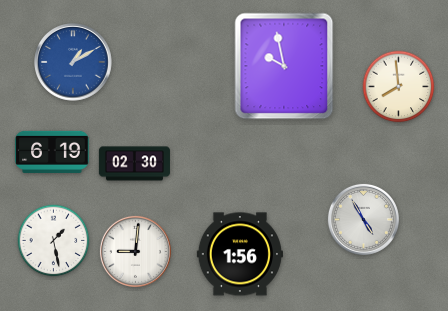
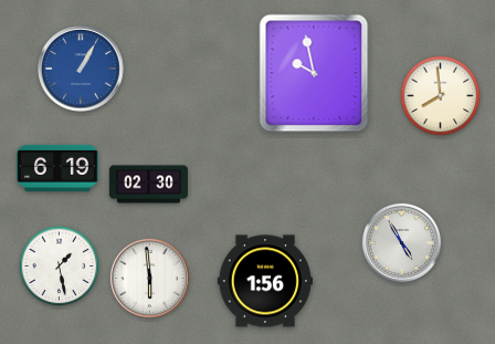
clock at (74, 63): 1:10 -> 1:05
clock at (134, 164) position: (134, 164) -> (148, 185)
clock at (135, 251): 9:01 -> 5:59
